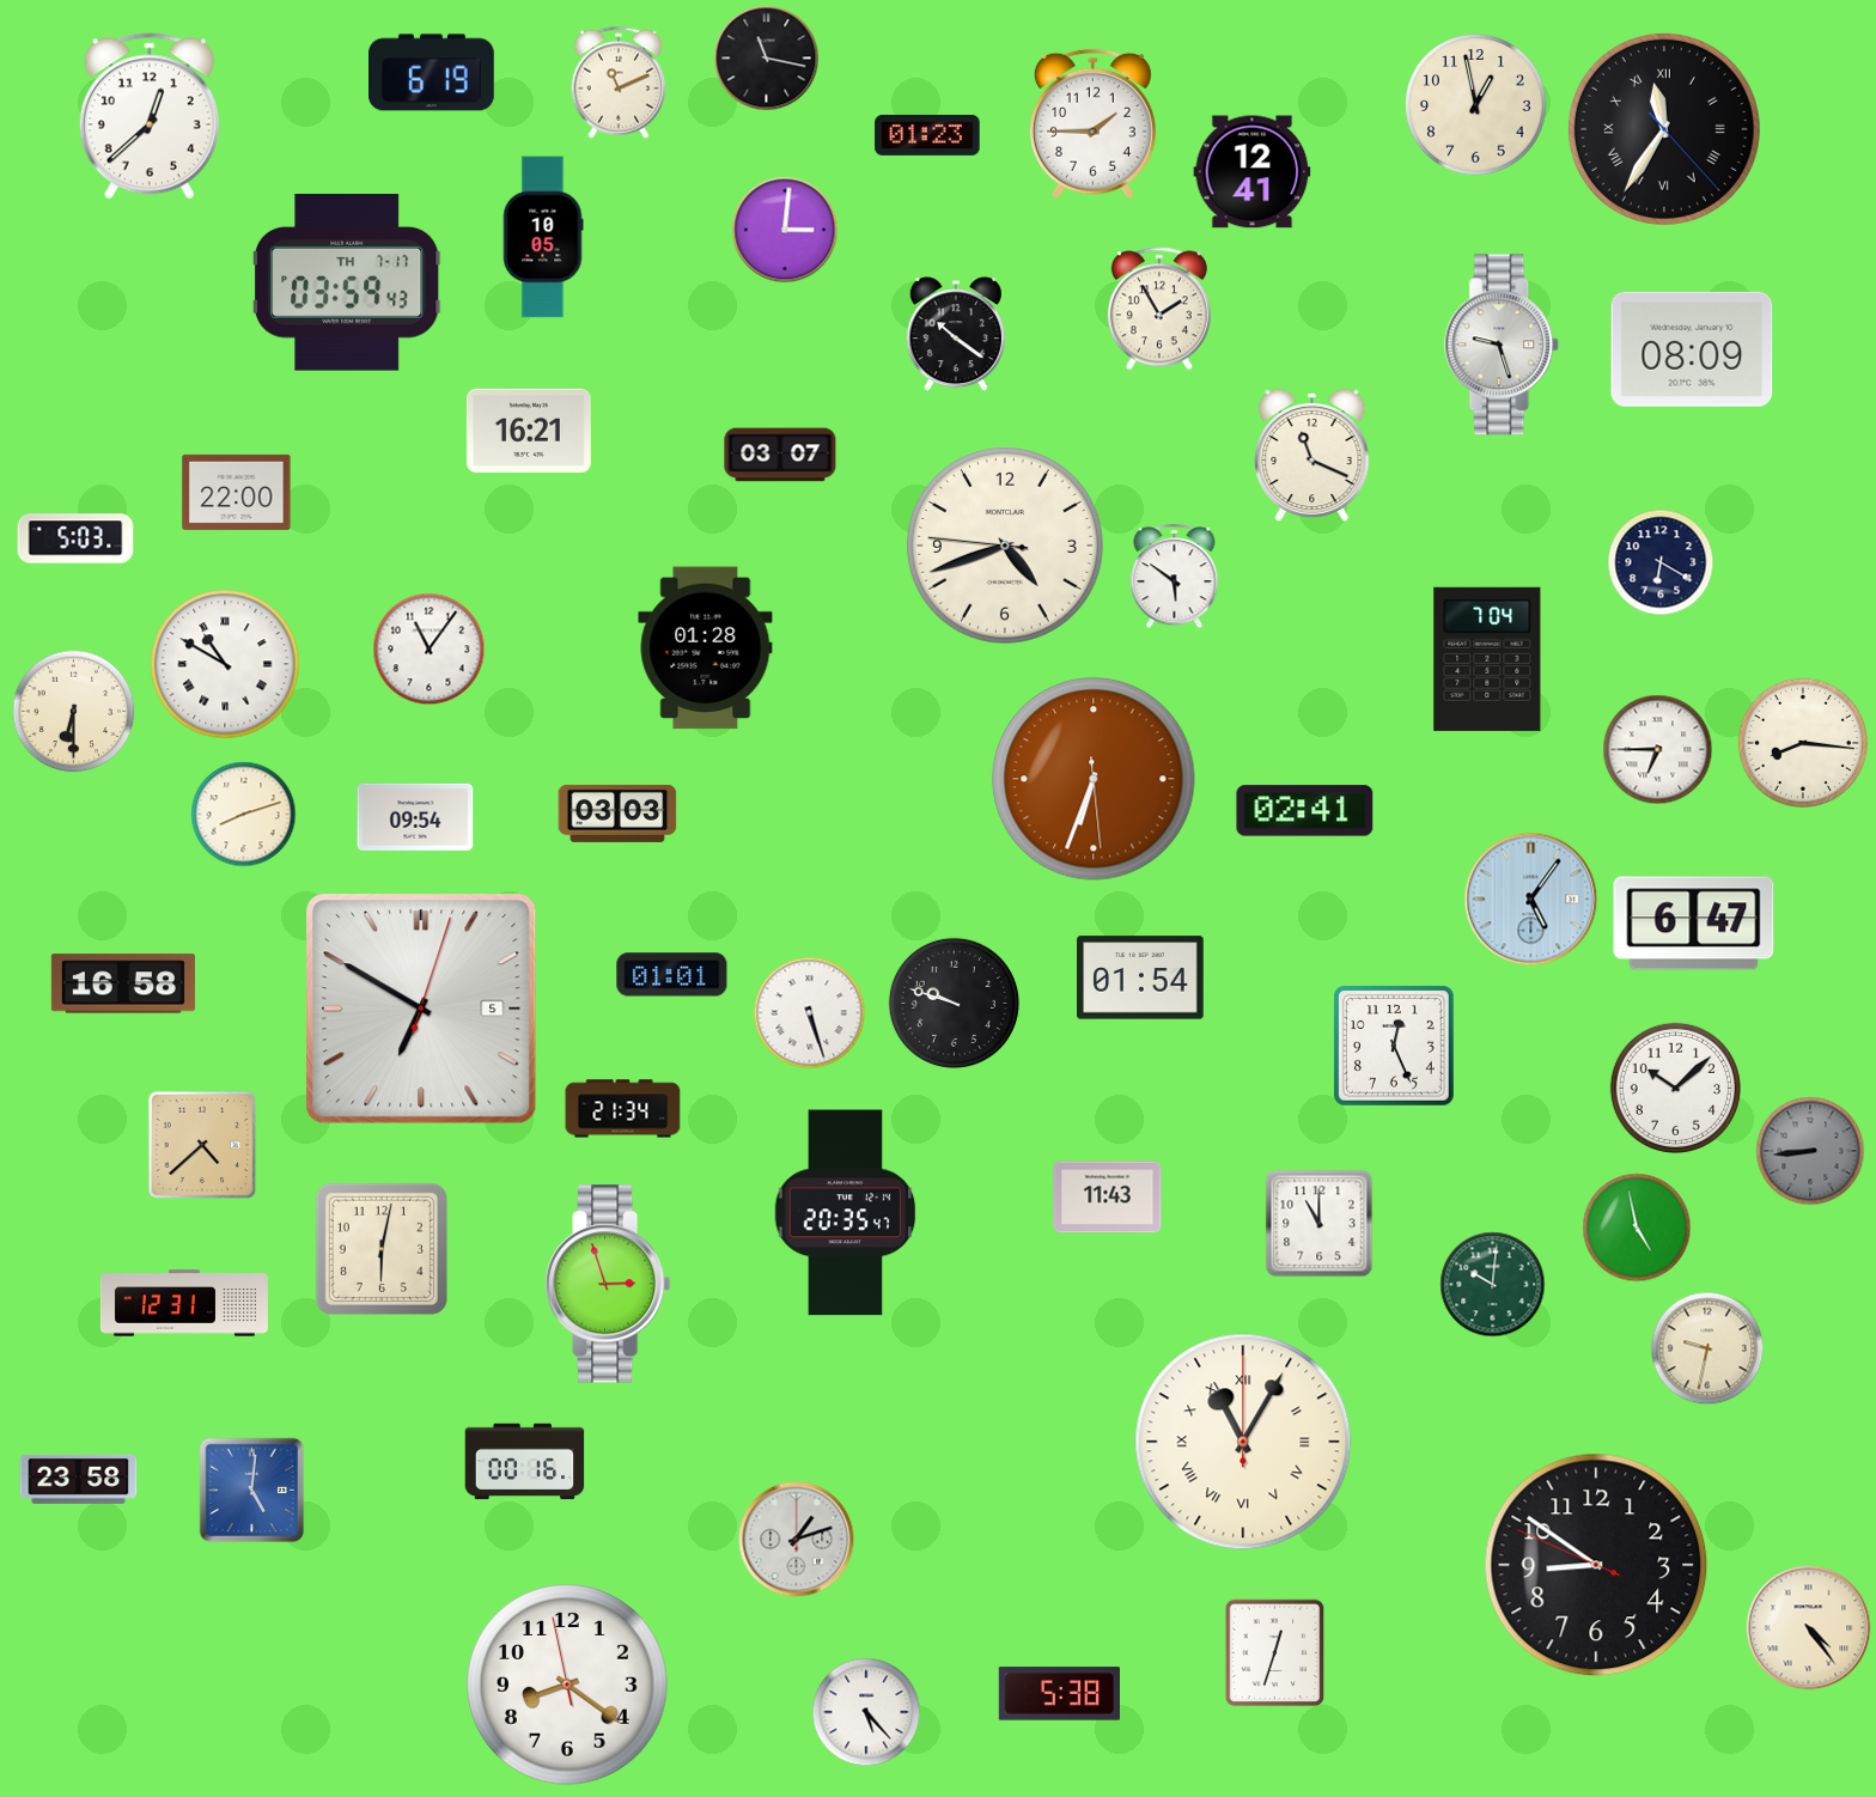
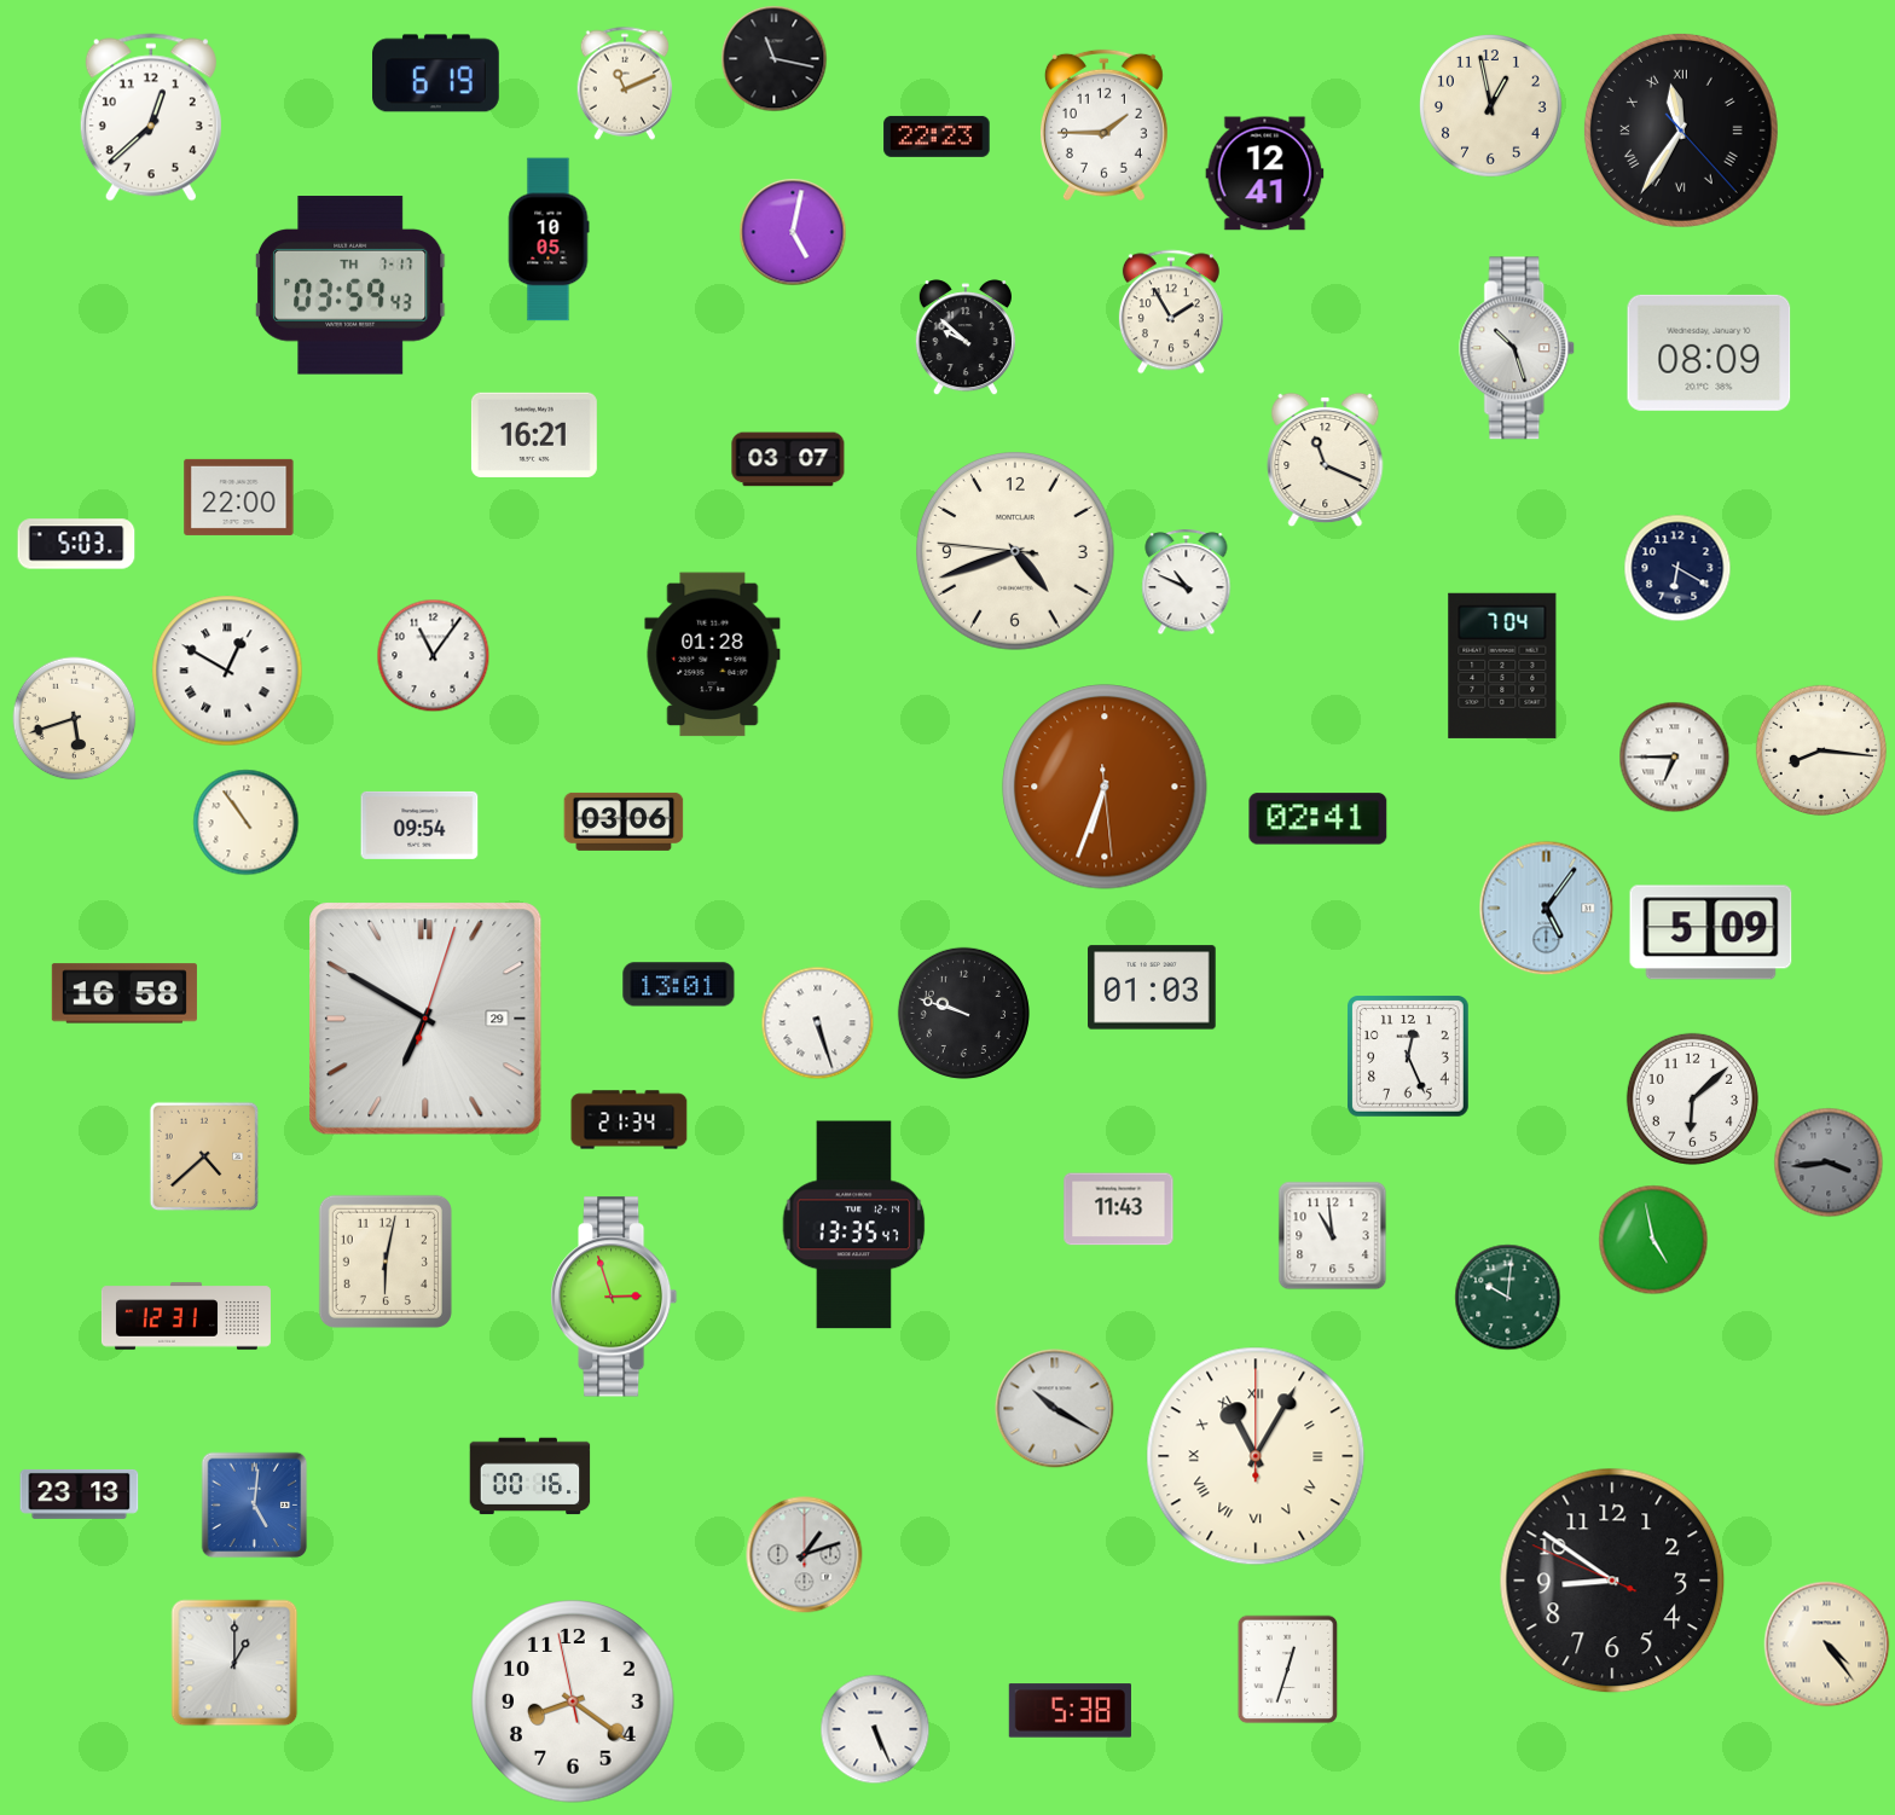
clock at (927, 135): 01:23 -> 22:23
clock at (785, 230): 3:01 -> 5:02
clock at (956, 335): 10:21 -> 9:52
clock at (1503, 345): 9:27 -> 10:27
clock at (1175, 577): 5:51 -> 10:49
clock at (225, 664): 10:50 -> 12:50
clock at (74, 712): 6:30 -> 5:42
clock at (617, 814): 03:03 -> 03:06
clock at (244, 815): 8:12 -> 10:54
clock at (1694, 924): 6:47 -> 5:09
clock at (672, 975): 01:01 -> 13:01
clock at (1140, 977): 01:54 -> 01:03
clock at (421, 1009) date: 5 -> 29
clock at (1675, 1088): 10:08 -> 6:08
clock at (1810, 1151): 8:44 -> 3:44
clock at (846, 1213): 20:35 -> 13:35
clock at (1320, 1224): 11:00 -> 10:59
clock at (1707, 1348): 9:32 -> none
clock at (1055, 1409): none -> 10:20
clock at (79, 1479): 23:58 -> 23:13
clock at (234, 1663): none -> 1:00
clock at (866, 1712): 5:23 -> 5:26
